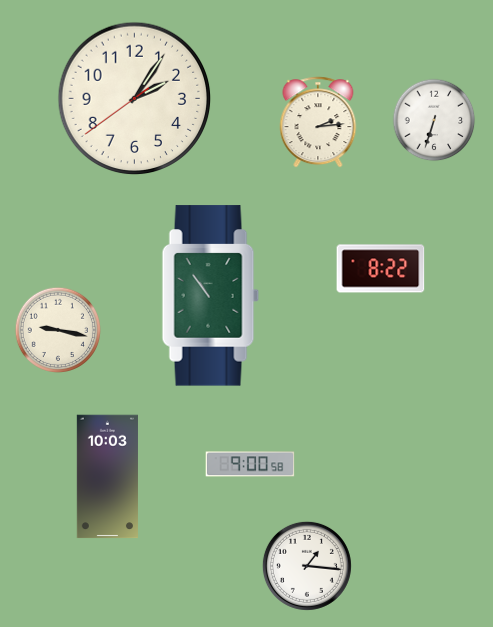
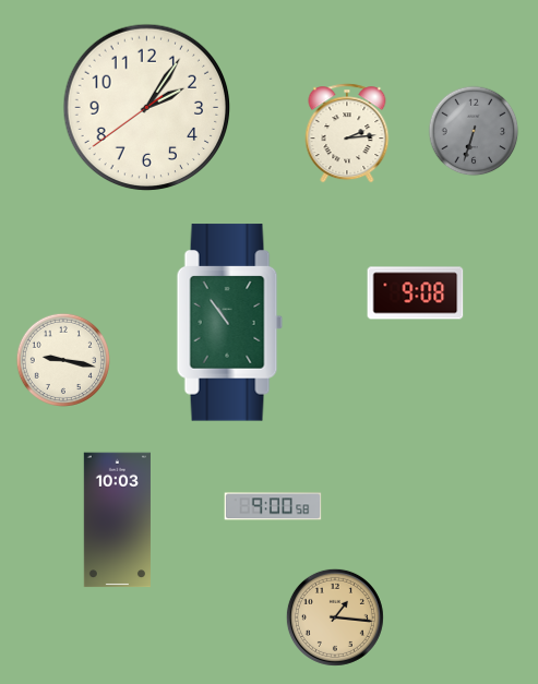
clock at (434, 120) dial: white -> grey
clock at (381, 269): 8:22 -> 9:08
clock at (307, 566) dial: white -> champagne
